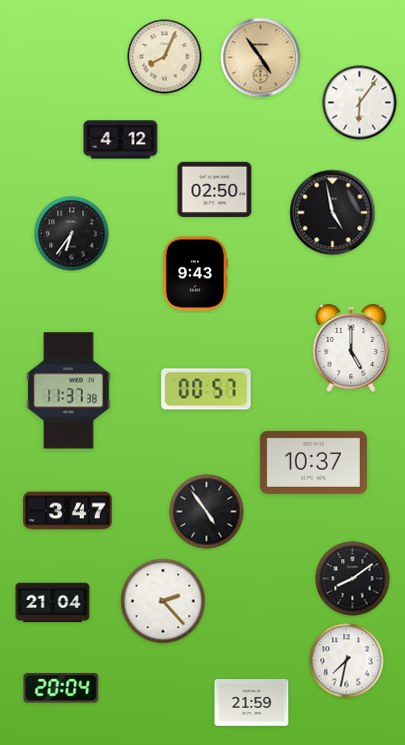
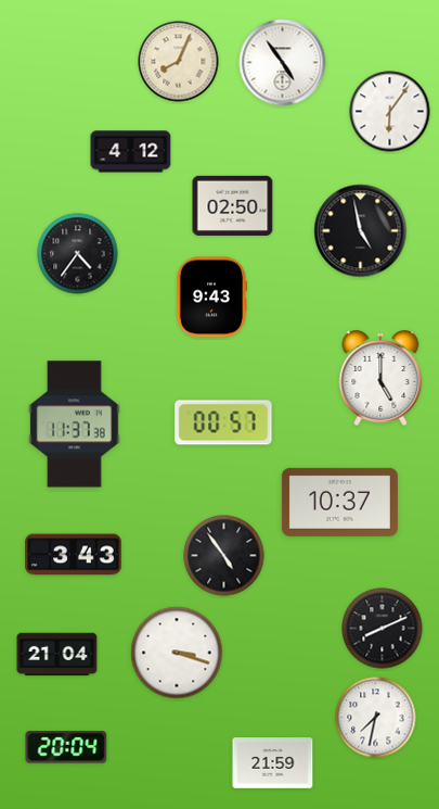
clock at (261, 58) dial: champagne -> white
clock at (72, 234): 6:36 -> 4:36
clock at (68, 511): 3:47 -> 3:43
clock at (353, 579): 8:09 -> 8:11
clock at (163, 601): 2:23 -> 3:18
